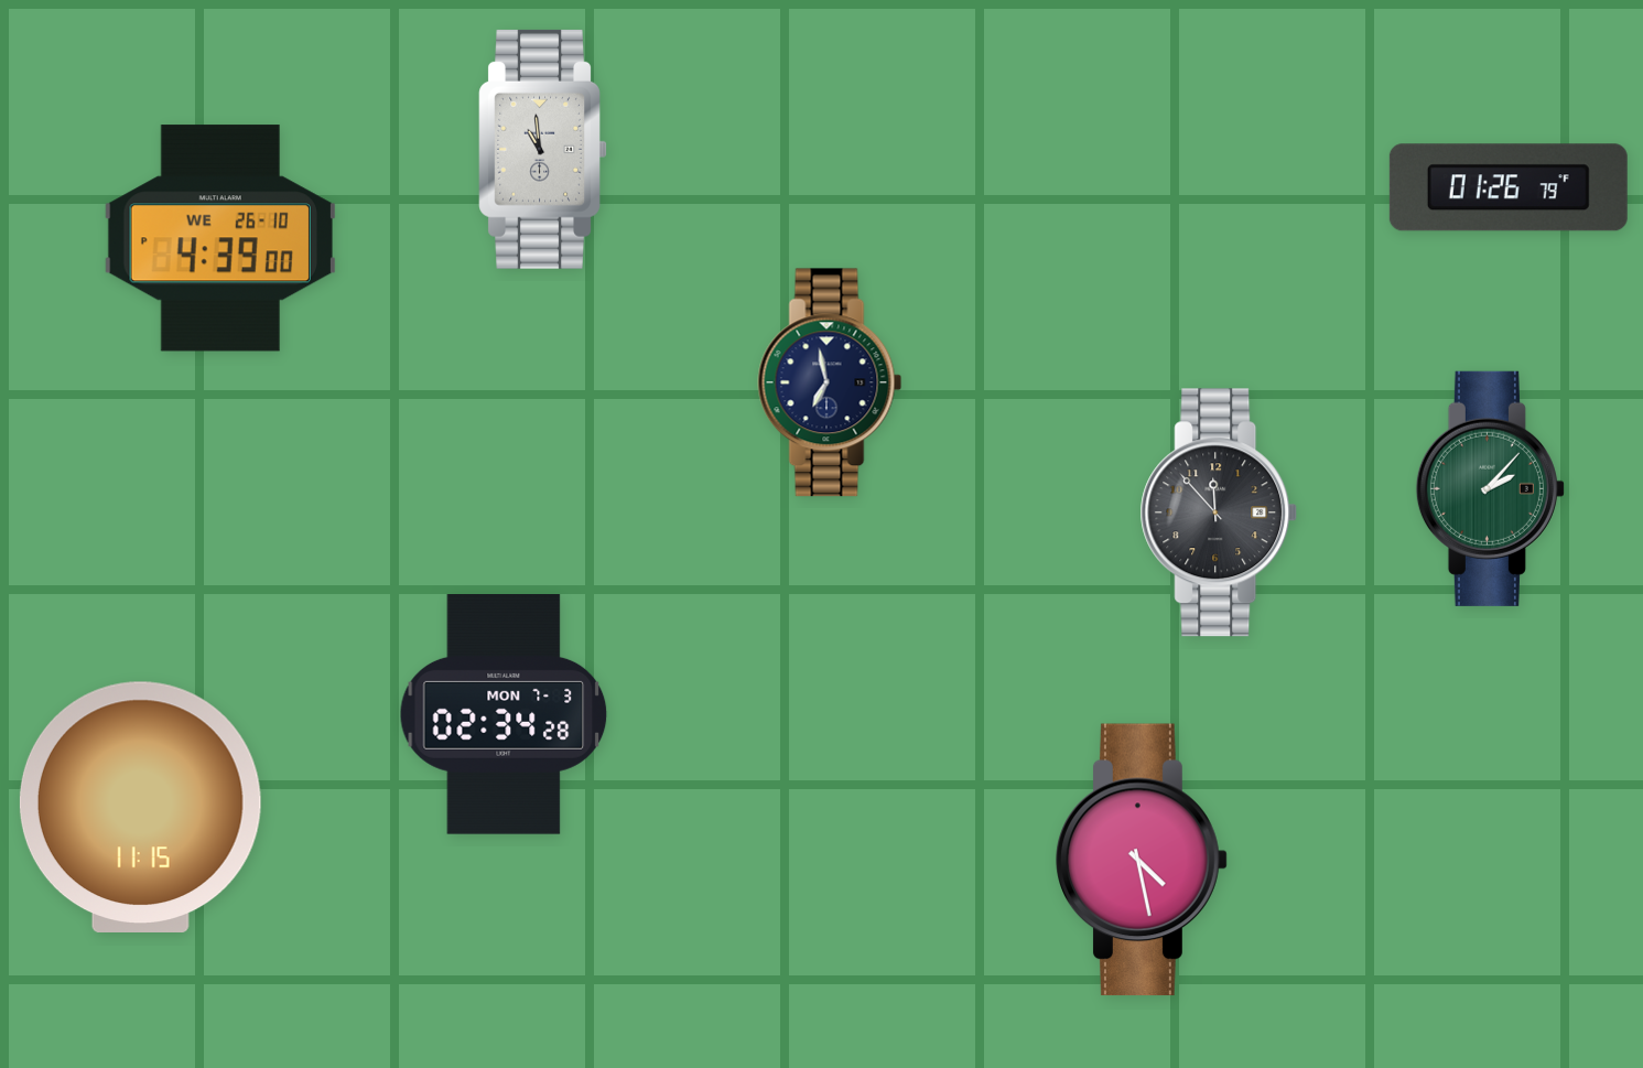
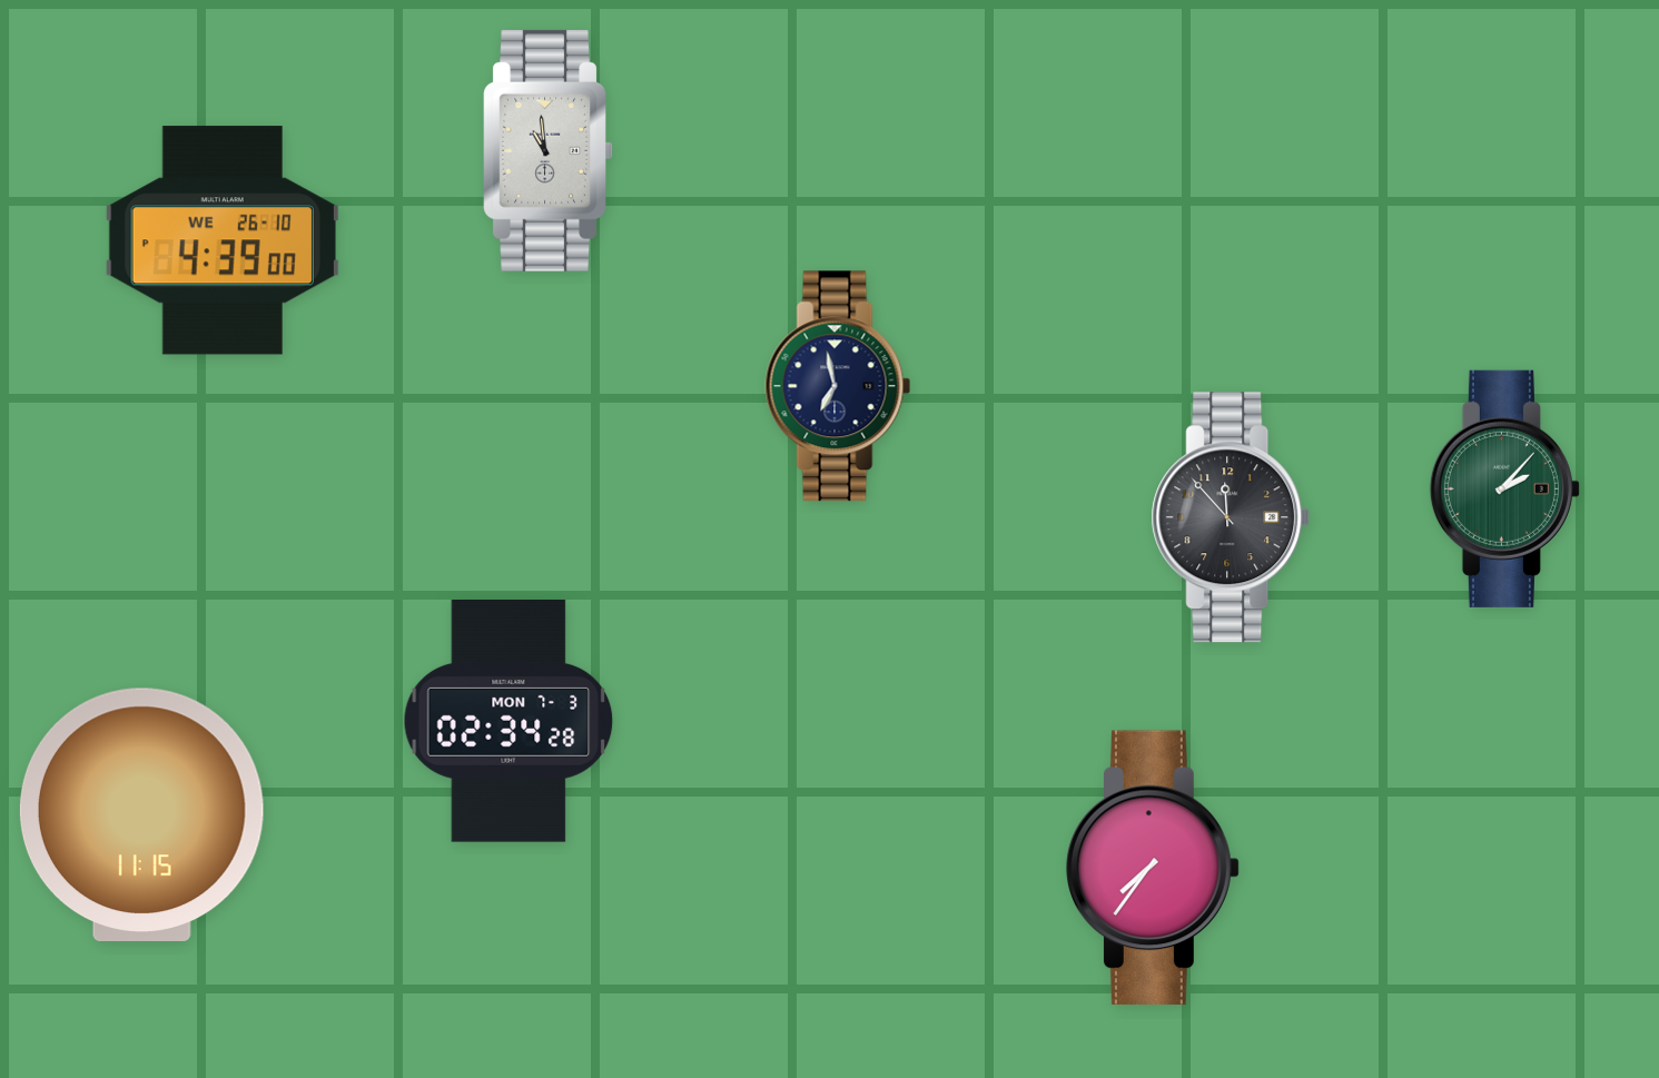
clock at (1509, 187): 01:26 -> none
clock at (1490, 488) position: (1490, 488) -> (1504, 488)
clock at (1142, 860): 4:28 -> 7:36
